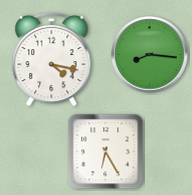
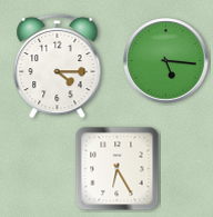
clock at (150, 55): 8:16 -> 5:16
clock at (52, 59): 4:17 -> 4:15
